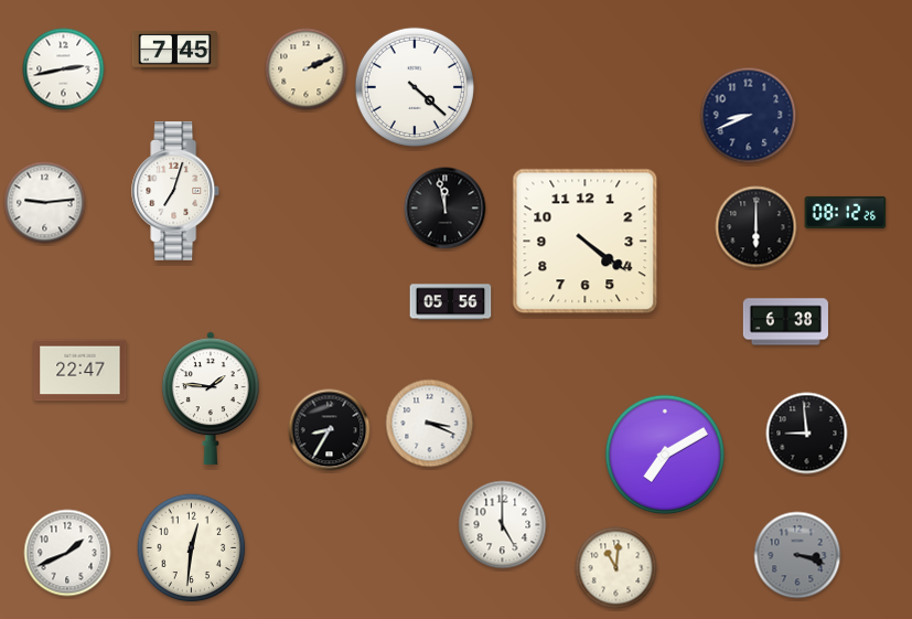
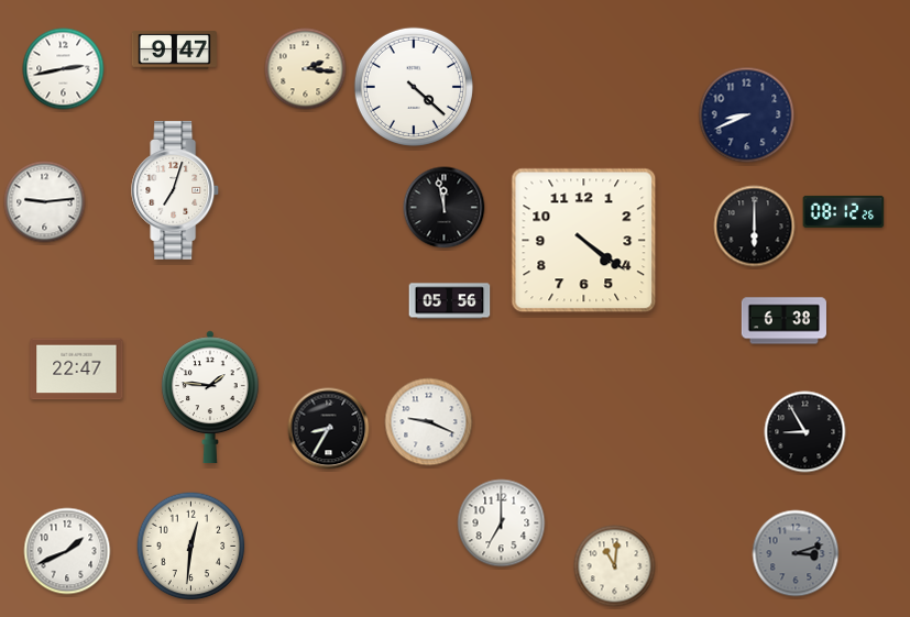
clock at (174, 51): 7:45 -> 9:47
clock at (307, 70): 2:11 -> 2:16
clock at (81, 371) position: (81, 371) -> (77, 370)
clock at (430, 424): 3:19 -> 9:19
clock at (807, 434): 8:59 -> 8:55
clock at (665, 455): 7:10 -> none
clock at (503, 525): 5:00 -> 7:00
clock at (797, 555): 3:18 -> 3:12
